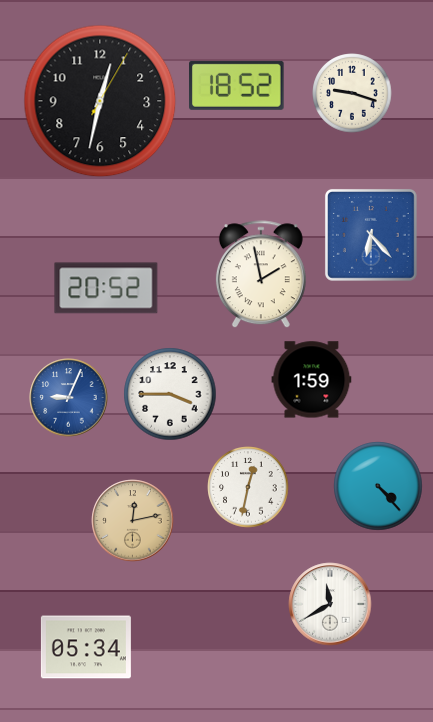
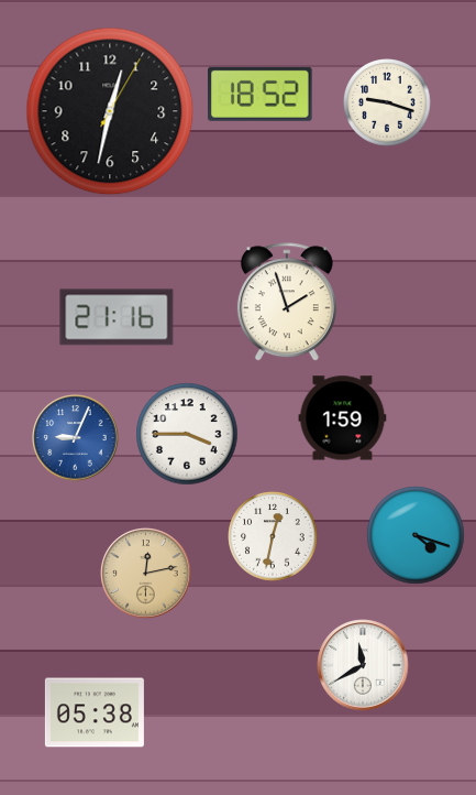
clock at (372, 236): 6:23 -> none
clock at (261, 275): 1:58 -> 1:57
clock at (106, 288): 20:52 -> 21:16
clock at (378, 486): 4:23 -> 4:18
clock at (86, 647): 05:34 -> 05:38
